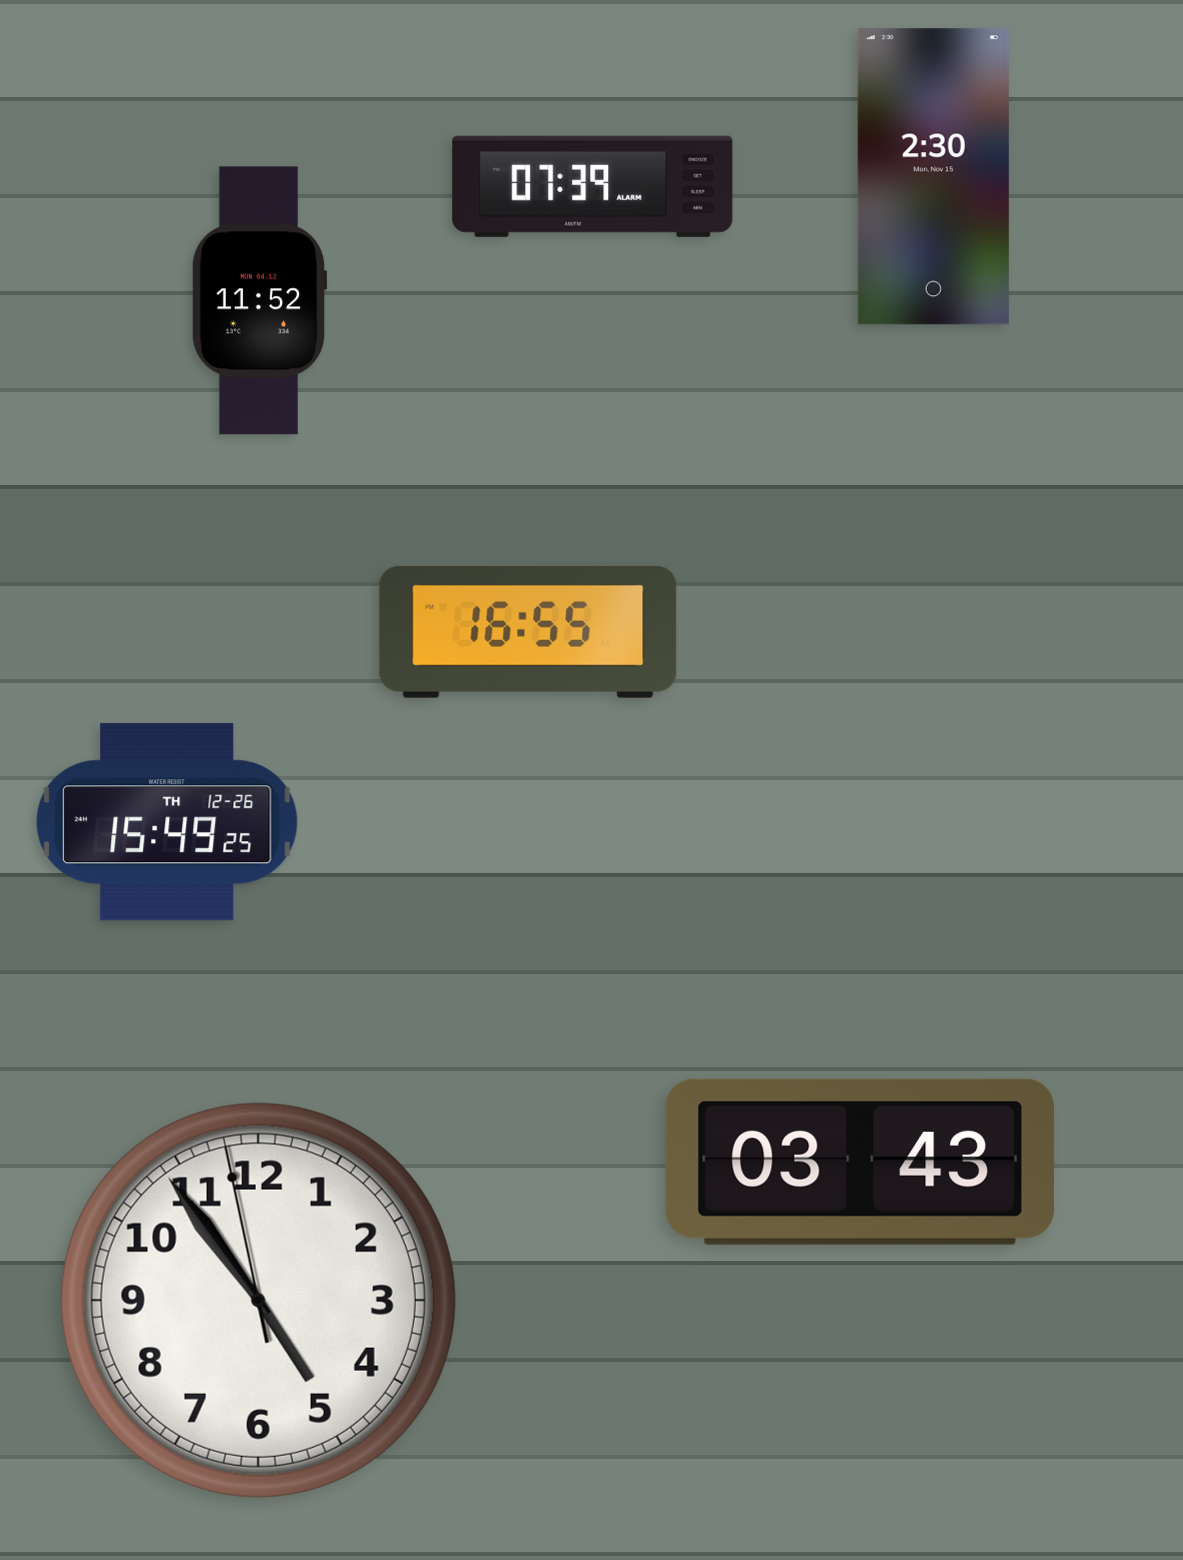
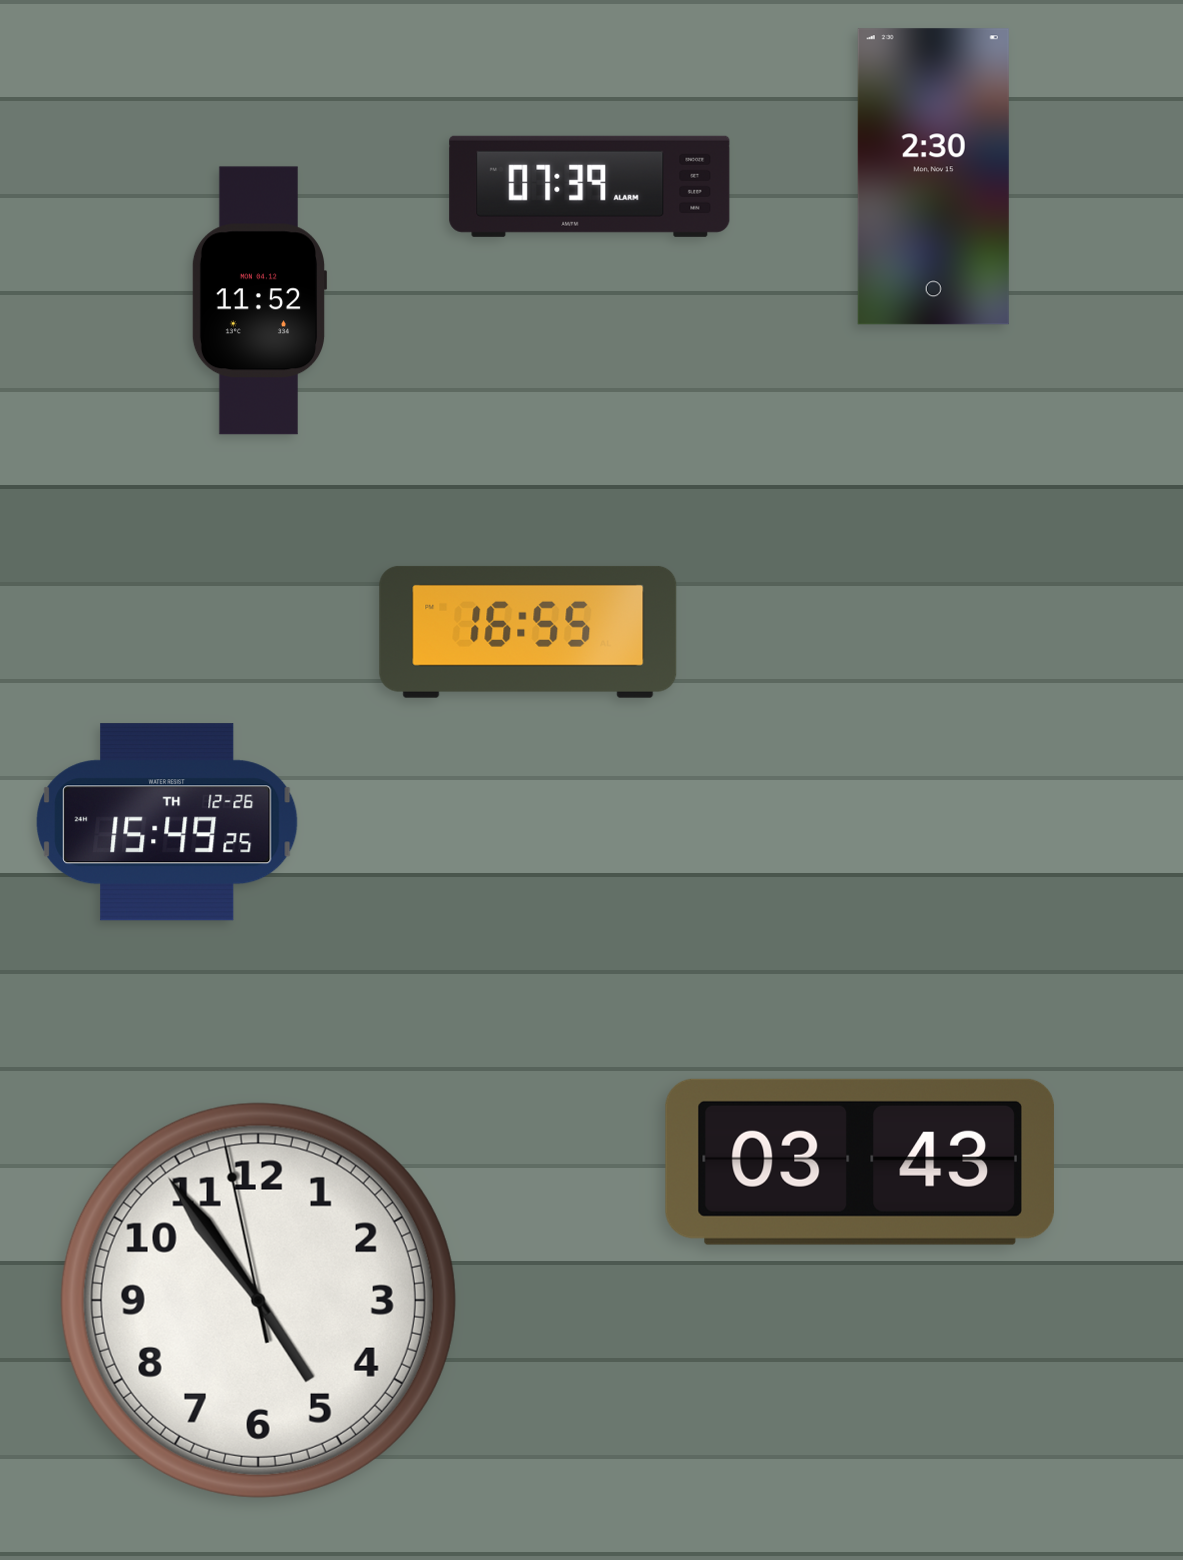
clock at (593, 186) position: (593, 186) -> (590, 186)
